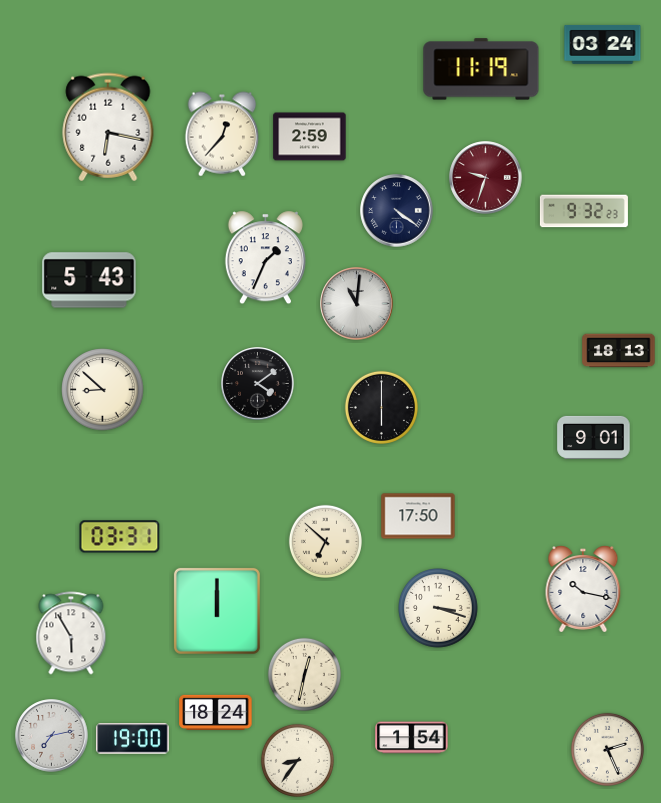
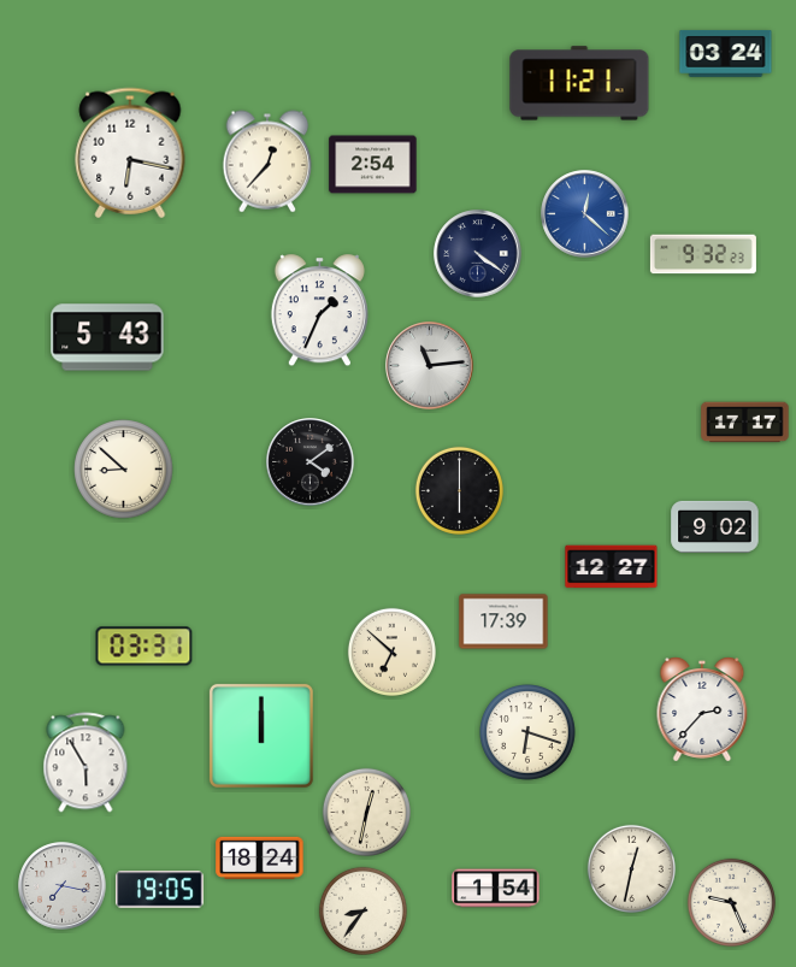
clock at (481, 69): 11:19 -> 11:21
clock at (310, 137): 2:59 -> 2:54
clock at (486, 178): 9:33 -> 12:22
clock at (486, 178) dial: burgundy -> blue
clock at (357, 304): 11:01 -> 11:14
clock at (619, 351): 18:13 -> 17:17
clock at (594, 437): 9:01 -> 9:02
clock at (612, 567): none -> 12:27
clock at (418, 516): 17:50 -> 17:39
clock at (583, 589): 10:17 -> 2:37
clock at (439, 609): 3:18 -> 6:18
clock at (631, 868): none -> 12:32
clock at (52, 736): 7:13 -> 7:17
clock at (133, 739): 19:00 -> 19:05
clock at (607, 749): 2:26 -> 9:26
clock at (297, 760) position: (297, 760) -> (362, 910)
